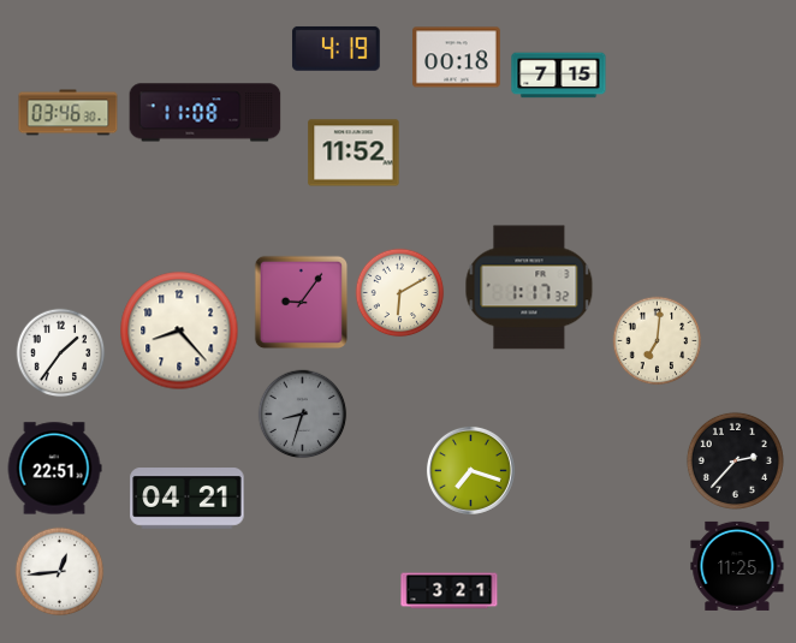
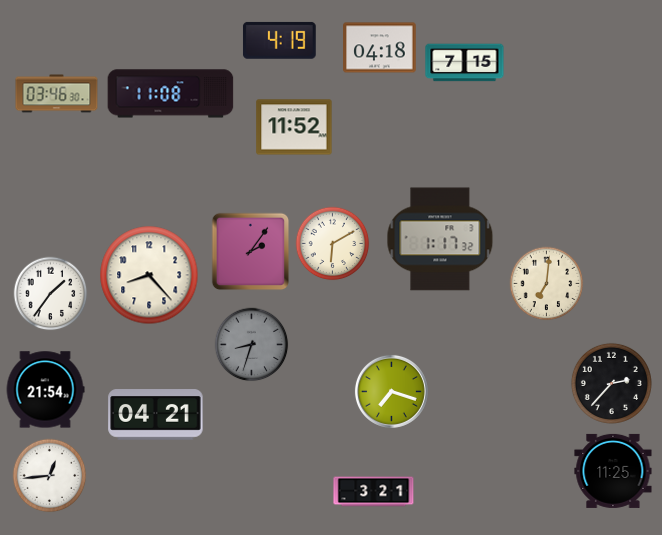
clock at (457, 58): 00:18 -> 04:18
clock at (302, 303): 9:06 -> 2:06
clock at (54, 469): 22:51 -> 21:54
